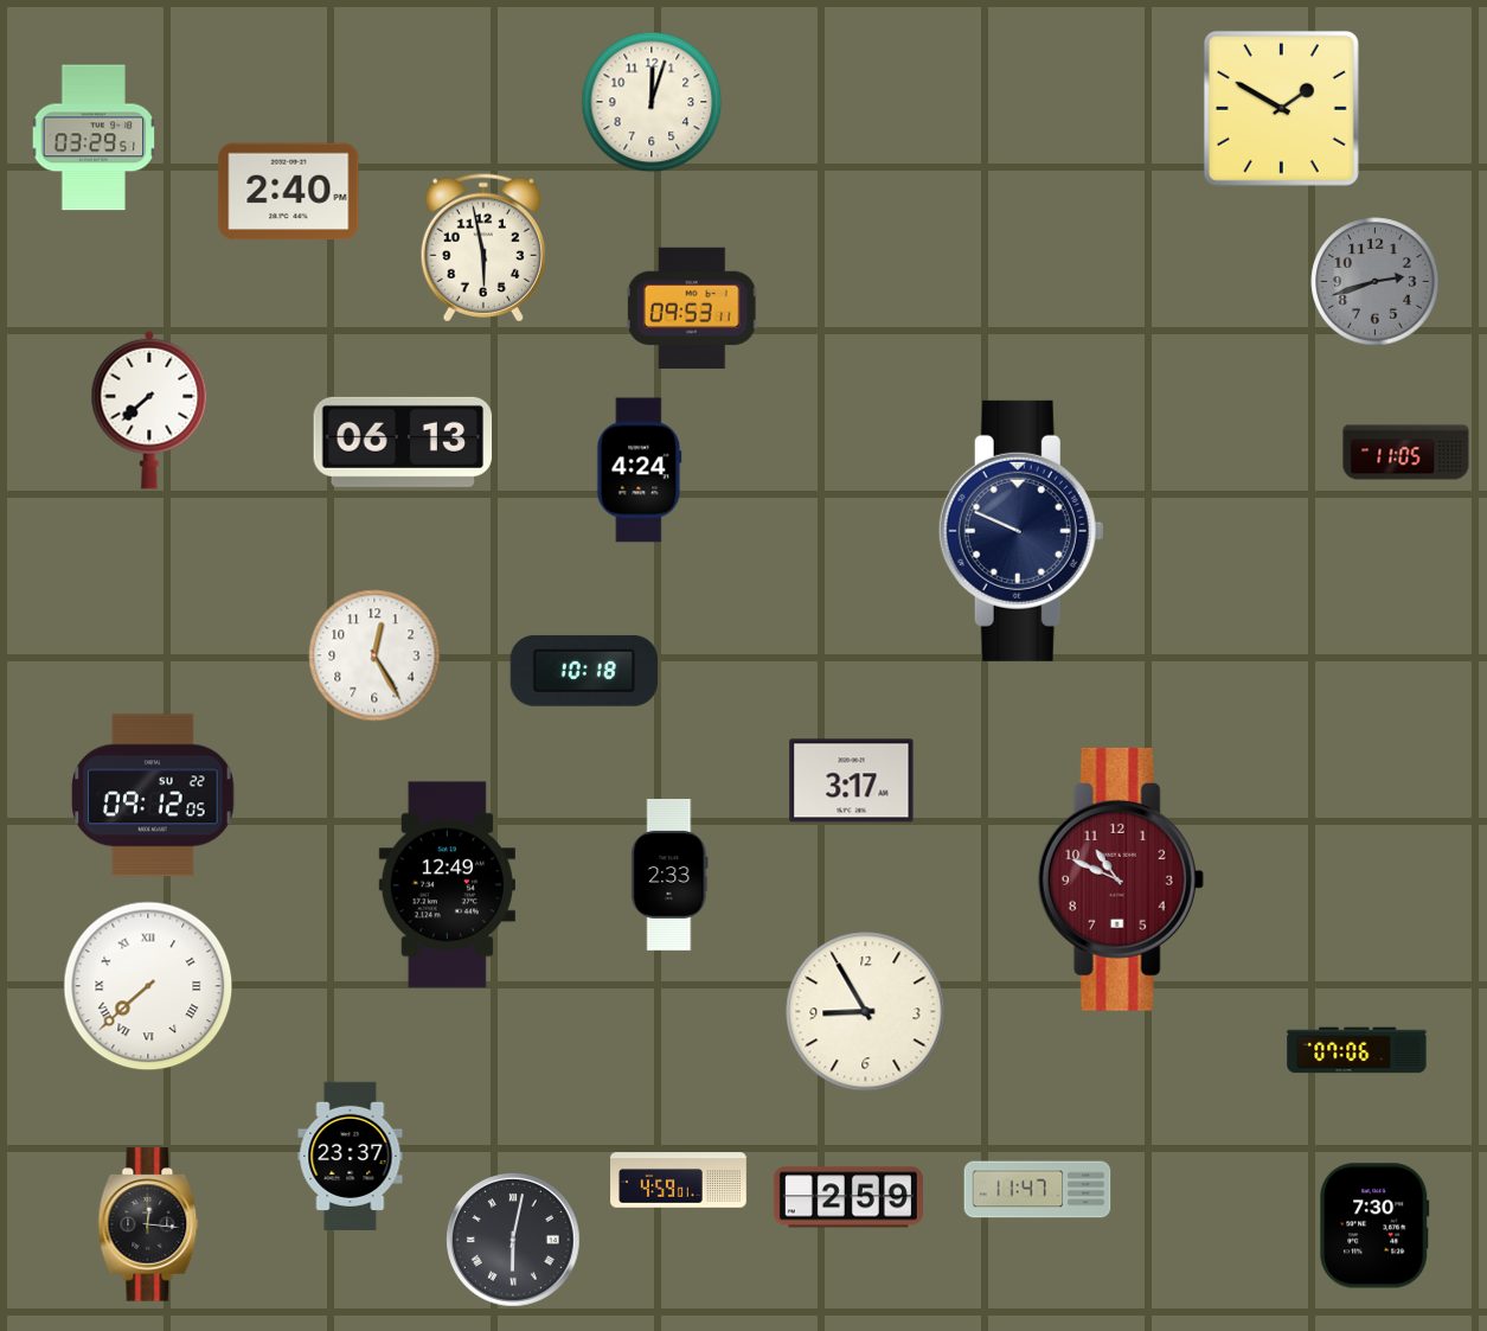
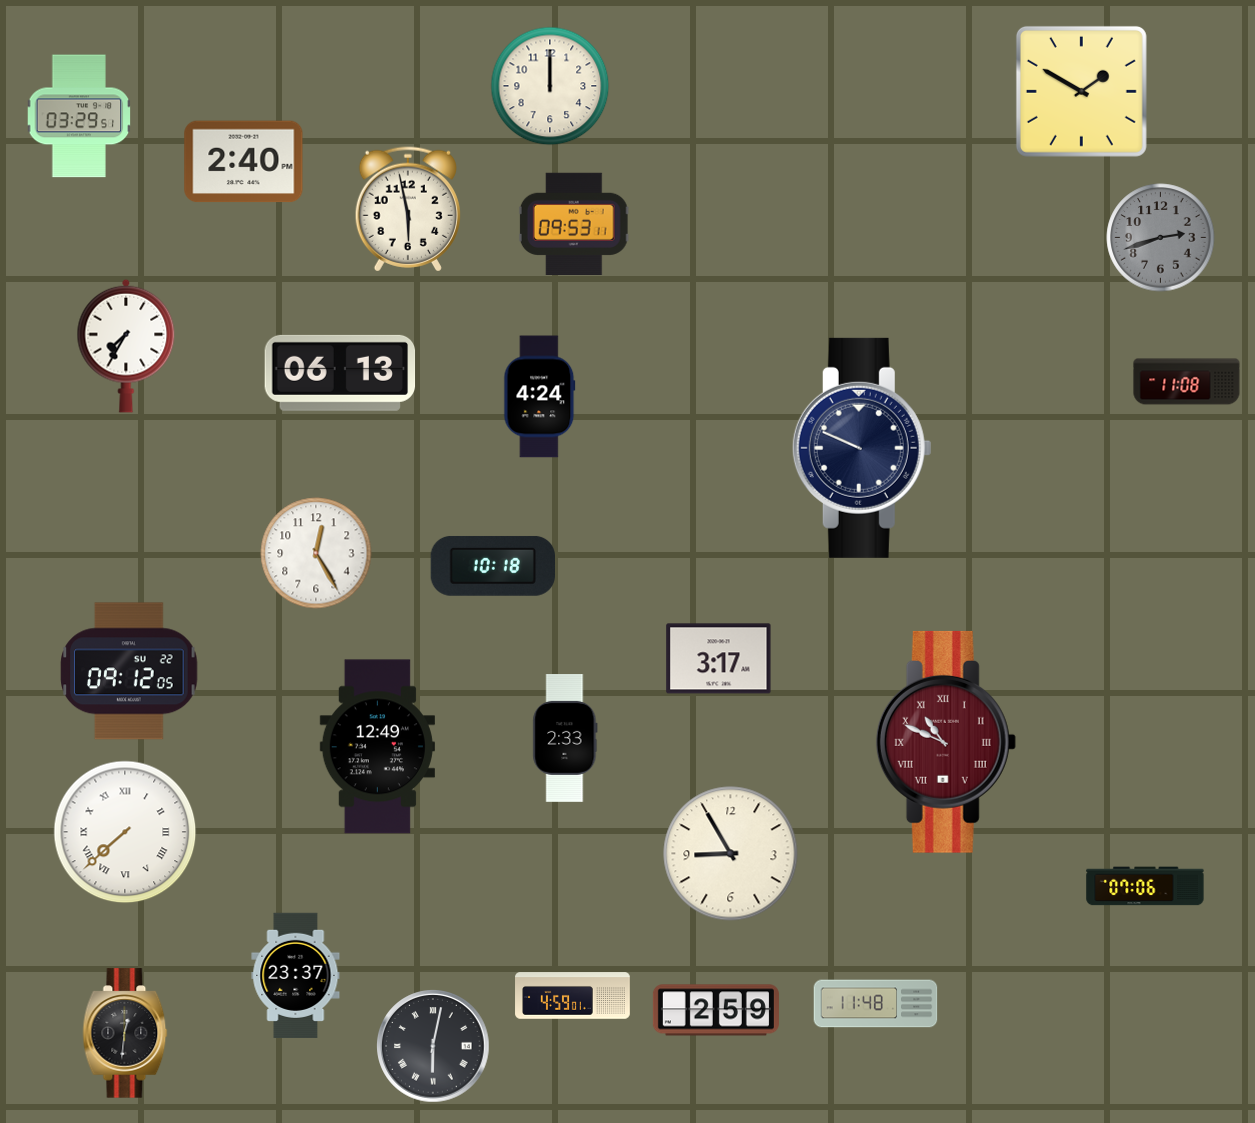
clock at (652, 102): 12:03 -> 12:00
clock at (692, 307) position: (692, 307) -> (574, 223)
clock at (149, 410): 7:38 -> 7:35
clock at (1406, 453): 11:05 -> 11:08
clock at (1121, 879) numerals: Arabic -> Roman
clock at (1038, 1190): 11:47 -> 11:48
clock at (148, 1224): 12:16 -> 12:31
clock at (1374, 1226): 7:30 -> none
